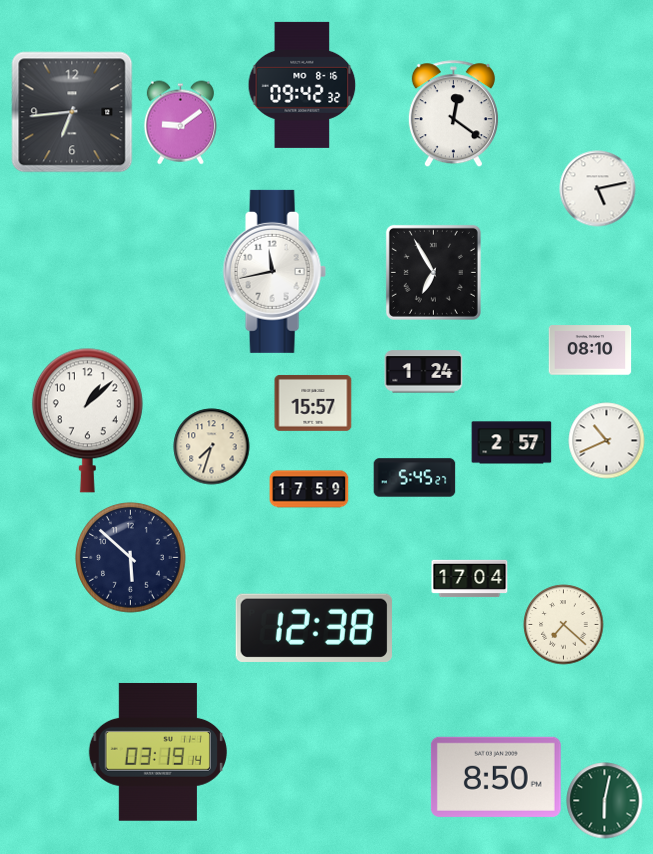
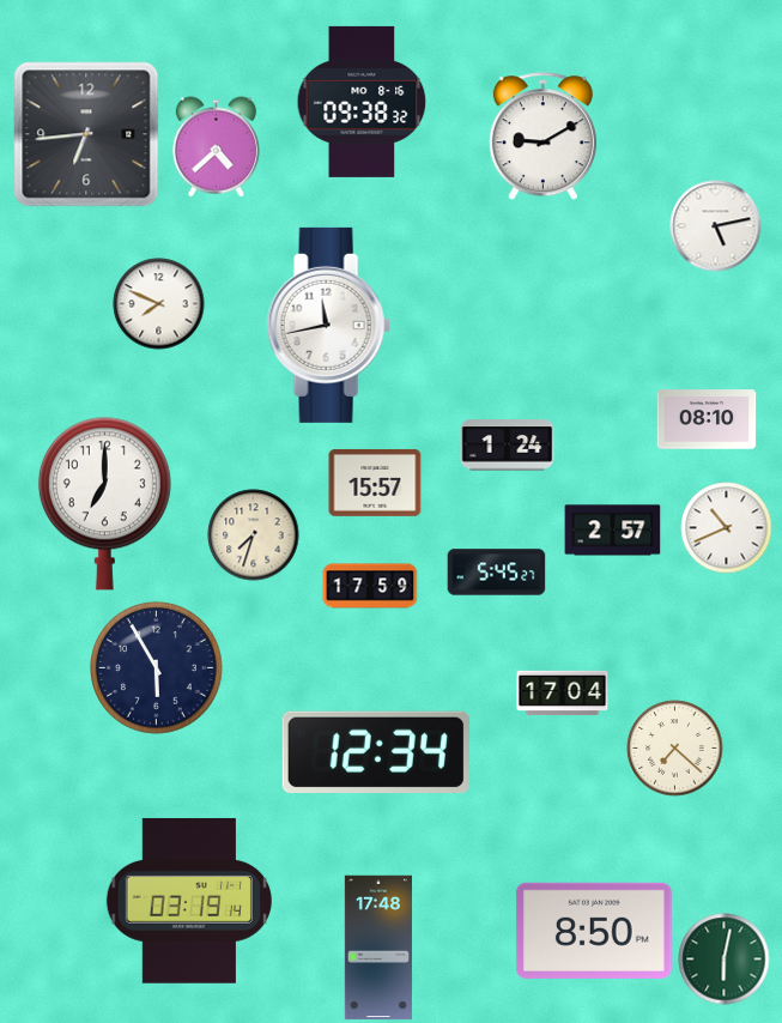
clock at (302, 85): 09:42 -> 09:38
clock at (453, 114): 12:21 -> 9:10
clock at (180, 123): 9:09 -> 4:38
clock at (159, 304): none -> 7:49
clock at (433, 272): 6:55 -> none
clock at (87, 420): 1:08 -> 7:00
clock at (131, 558): 5:52 -> 5:55
clock at (314, 628): 12:38 -> 12:34
clock at (378, 948): none -> 17:48
